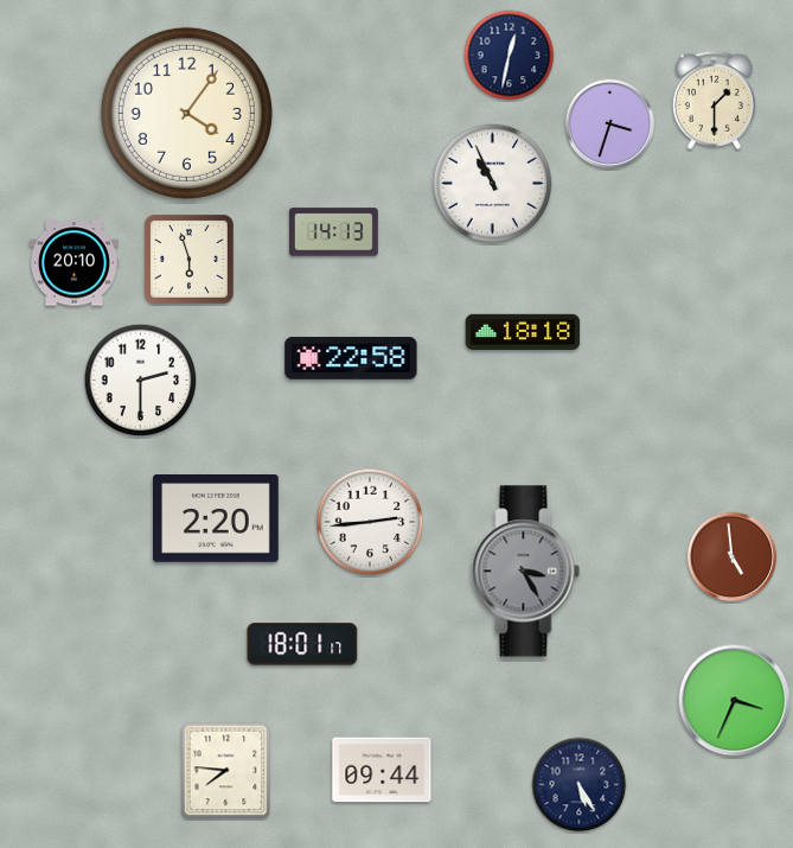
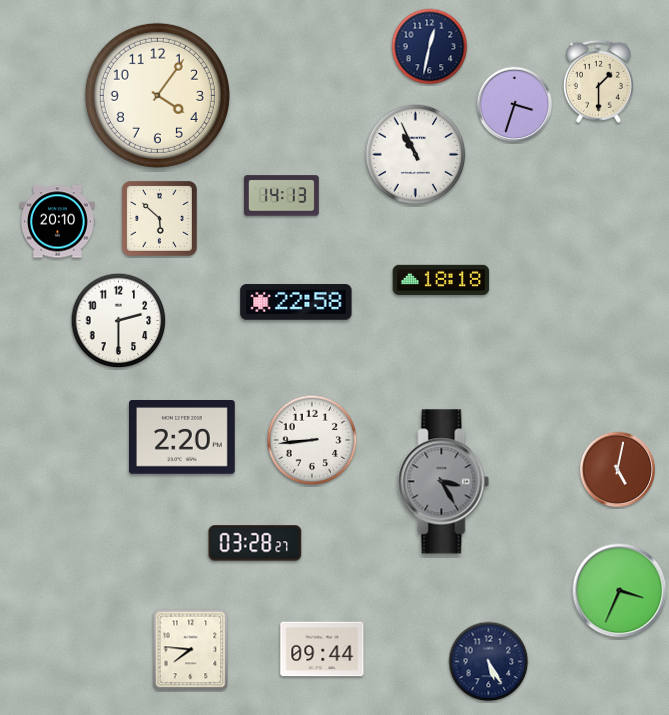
clock at (714, 100) position: (714, 100) -> (598, 81)
clock at (188, 259): 5:57 -> 5:52
clock at (75, 263) position: (75, 263) -> (58, 222)
clock at (370, 522): 2:44 -> 8:44
clock at (733, 557): 4:59 -> 5:02
clock at (302, 644): 18:01 -> 03:28
